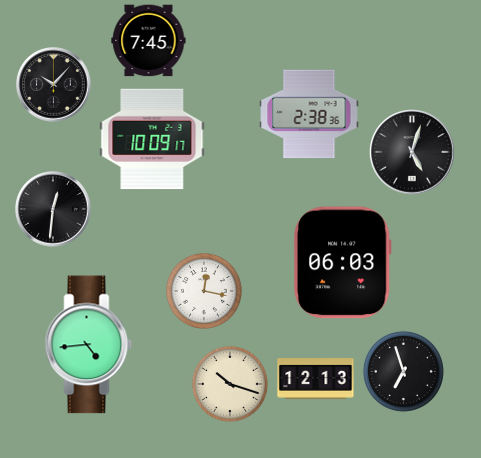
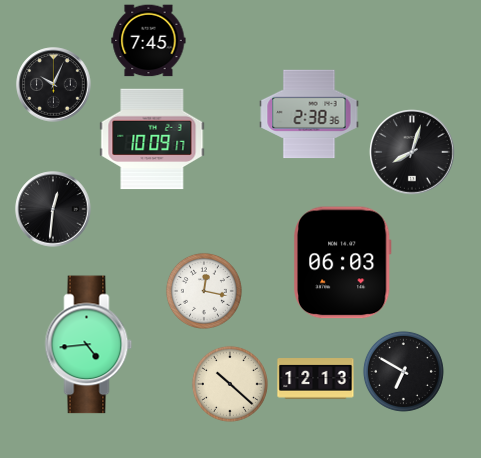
clock at (54, 85): 10:07 -> 10:04
clock at (412, 152): 5:03 -> 8:03
clock at (403, 371): 6:57 -> 6:50
clock at (230, 384): 10:18 -> 10:22
